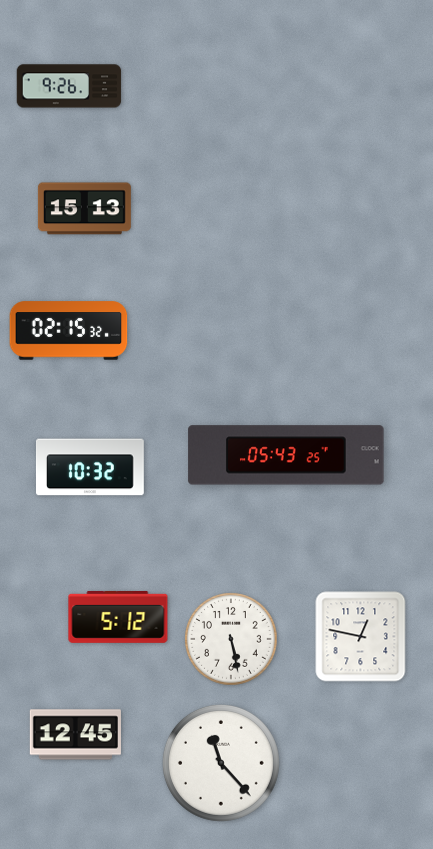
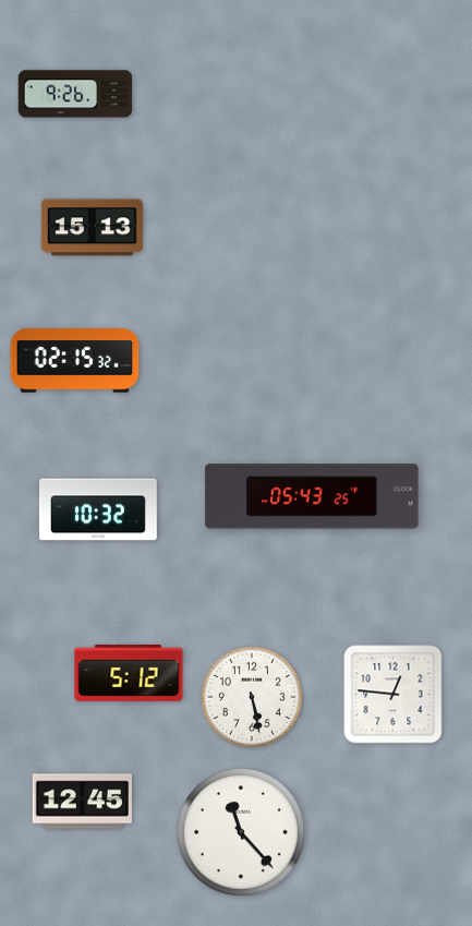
clock at (361, 637): 12:47 -> 12:46
